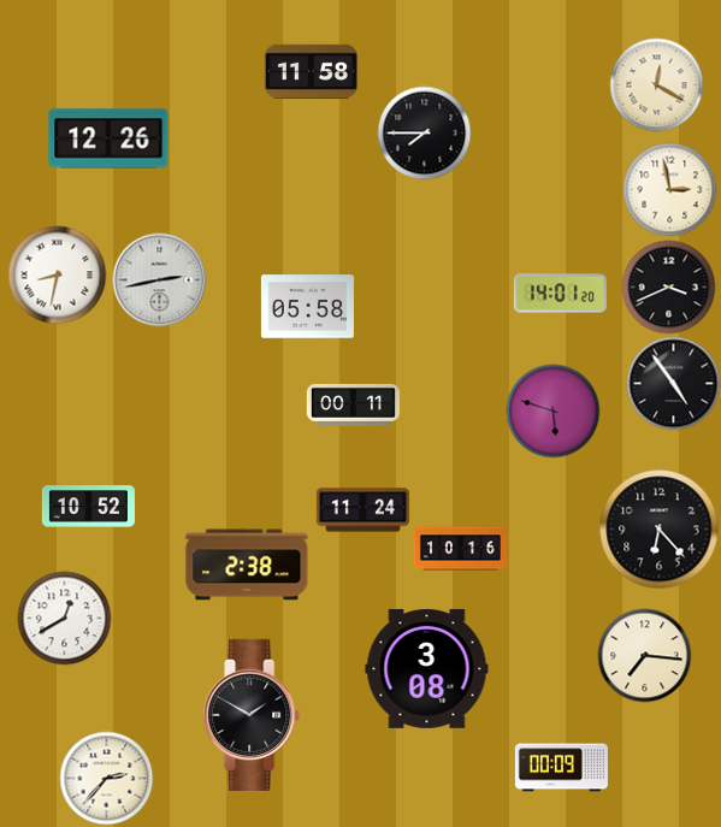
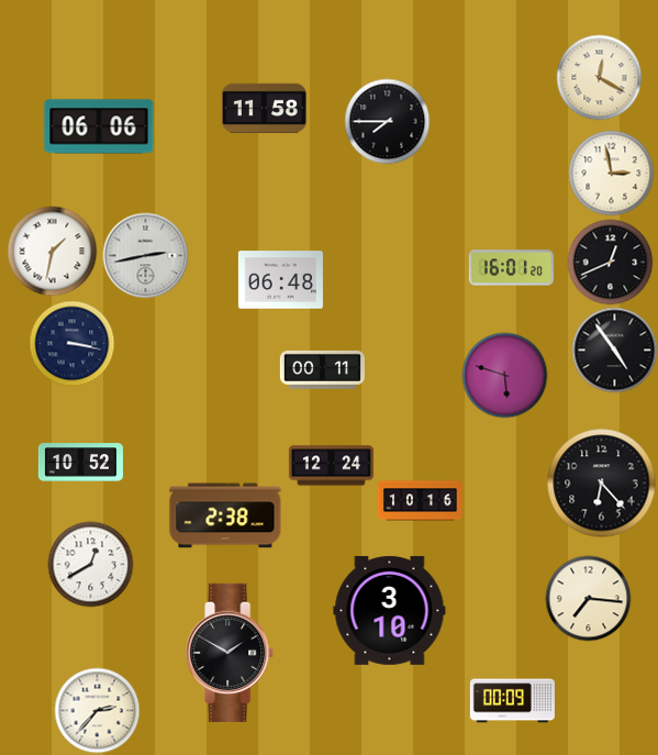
clock at (311, 71) position: (311, 71) -> (264, 108)
clock at (108, 138): 12:26 -> 06:06
clock at (57, 274): 8:32 -> 1:32
clock at (668, 287): 3:41 -> 12:41
clock at (560, 294): 14:01 -> 16:01
clock at (307, 307): 05:58 -> 06:48
clock at (71, 343): none -> 3:17
clock at (362, 510): 11:24 -> 12:24
clock at (64, 618) position: (64, 618) -> (90, 564)
clock at (427, 668): 3:08 -> 3:10
